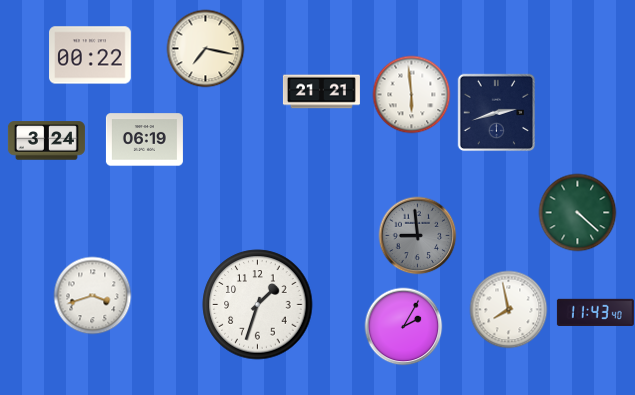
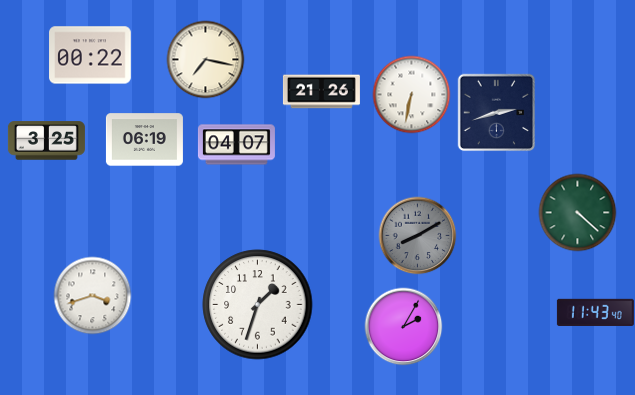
clock at (205, 48) position: (205, 48) -> (205, 59)
clock at (321, 92): 21:21 -> 21:26
clock at (411, 94): 5:59 -> 6:32
clock at (46, 141): 3:24 -> 3:25
clock at (236, 145): none -> 04:07
clock at (417, 235): 8:59 -> 8:10
clock at (508, 309): 7:58 -> none
